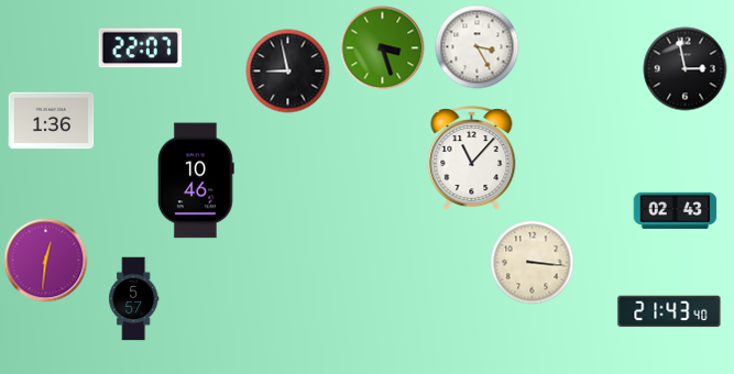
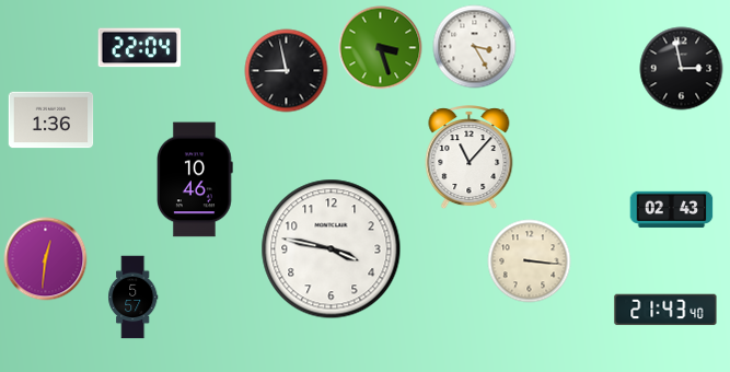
clock at (141, 48): 22:07 -> 22:04
clock at (332, 249): none -> 3:47
